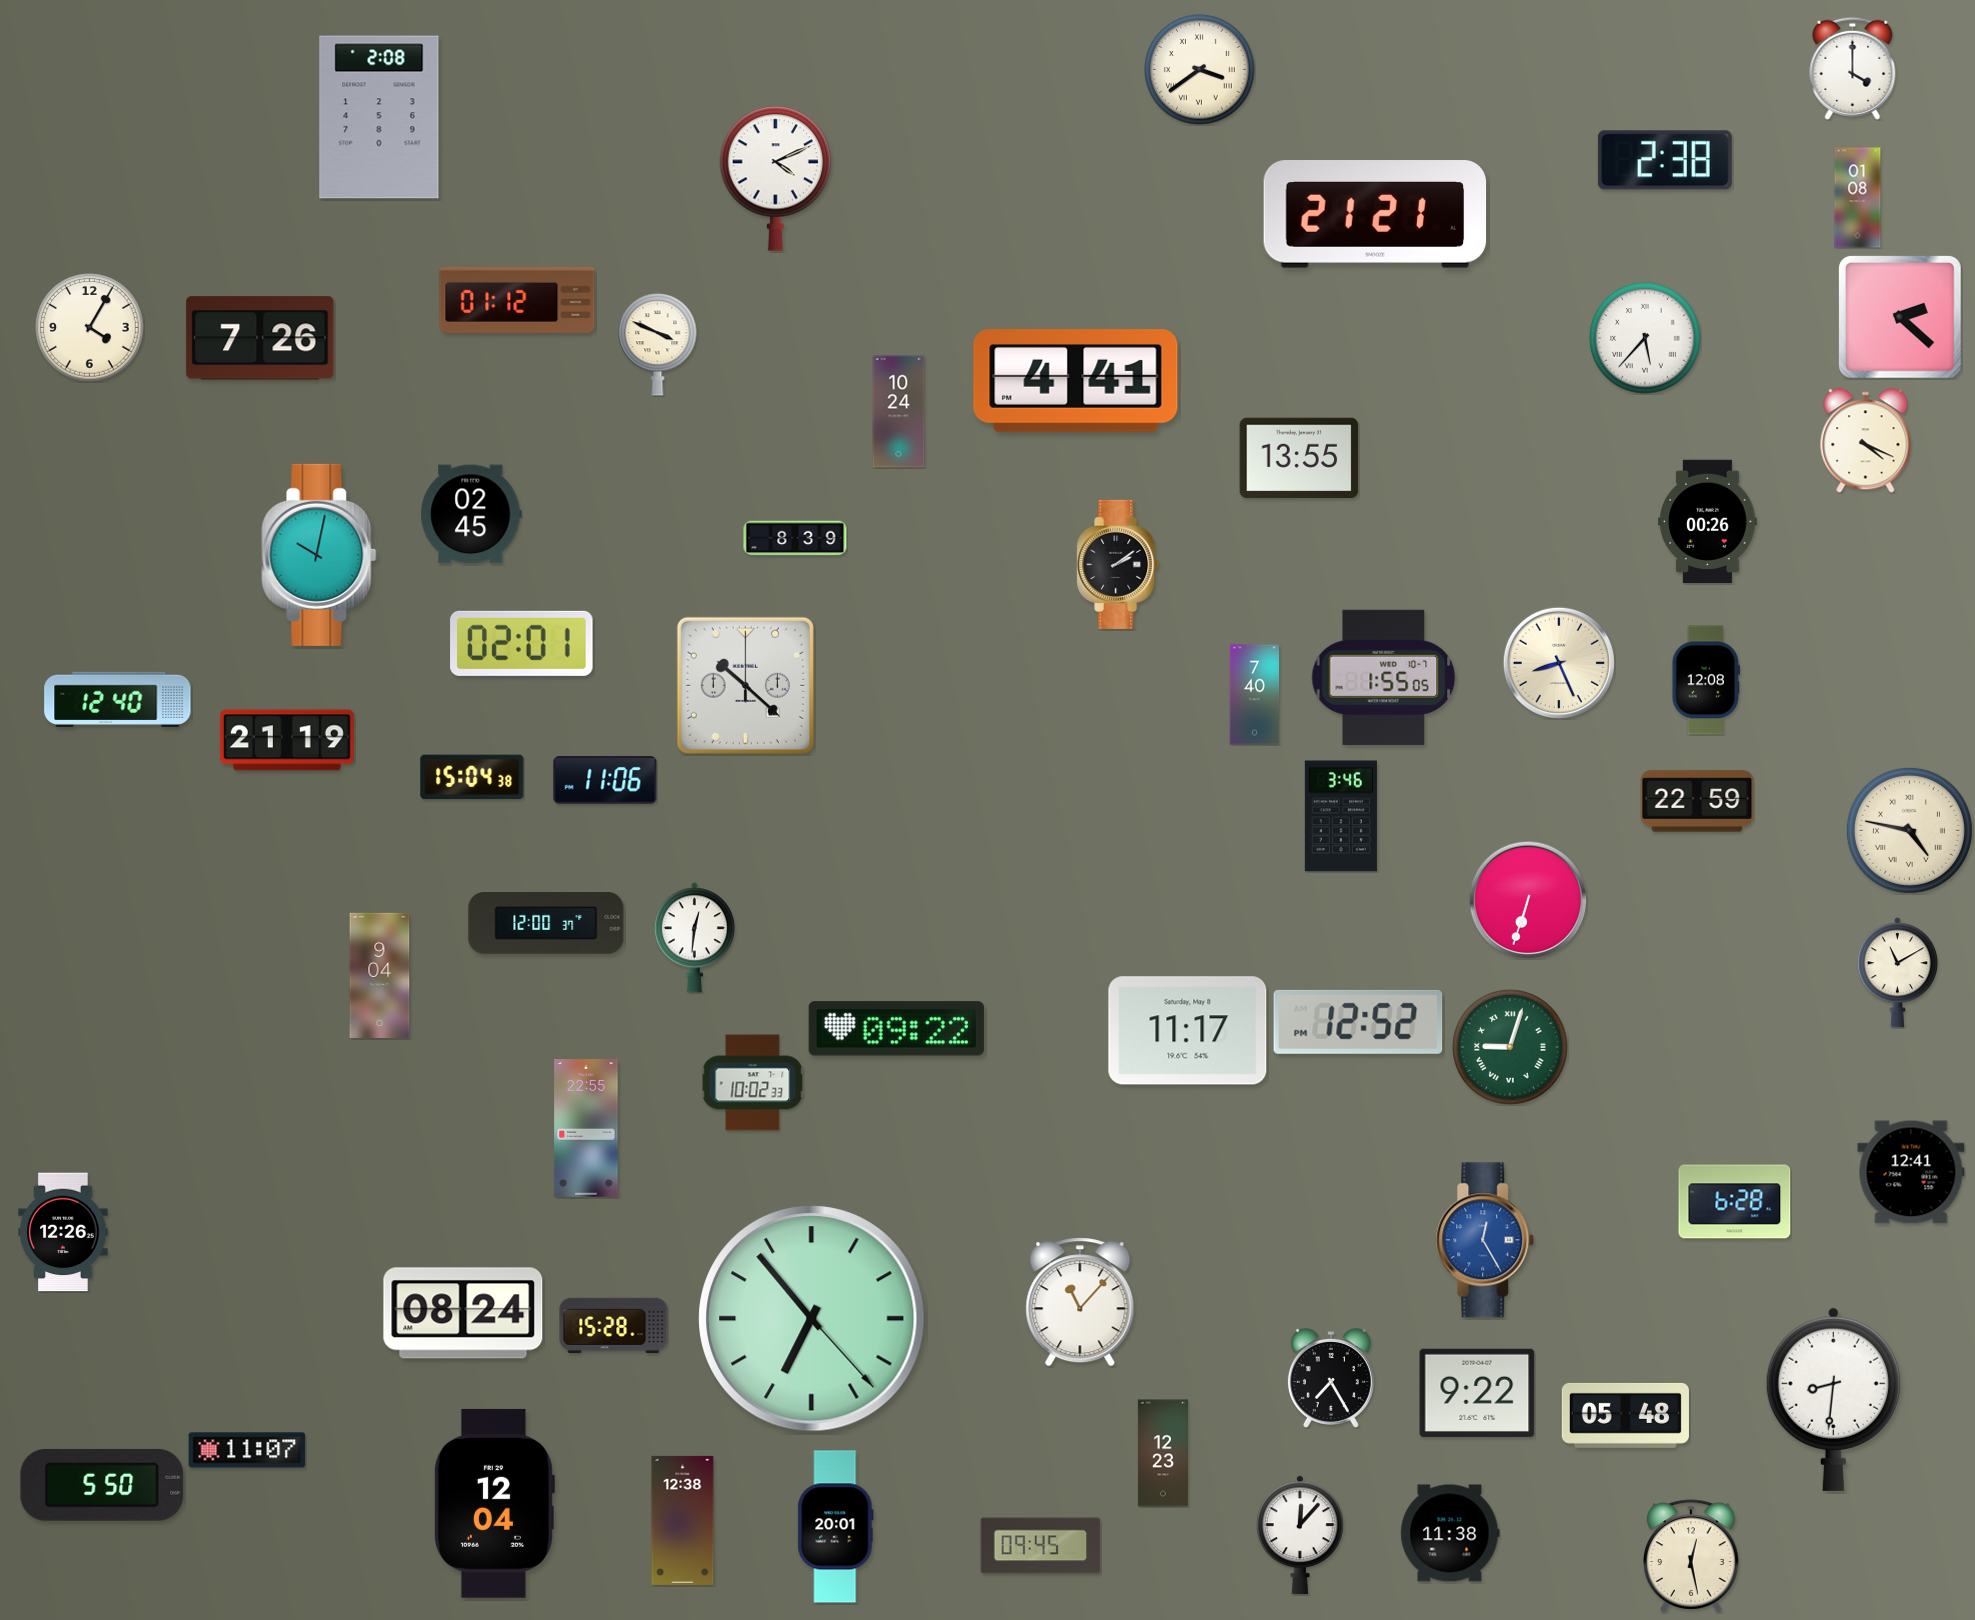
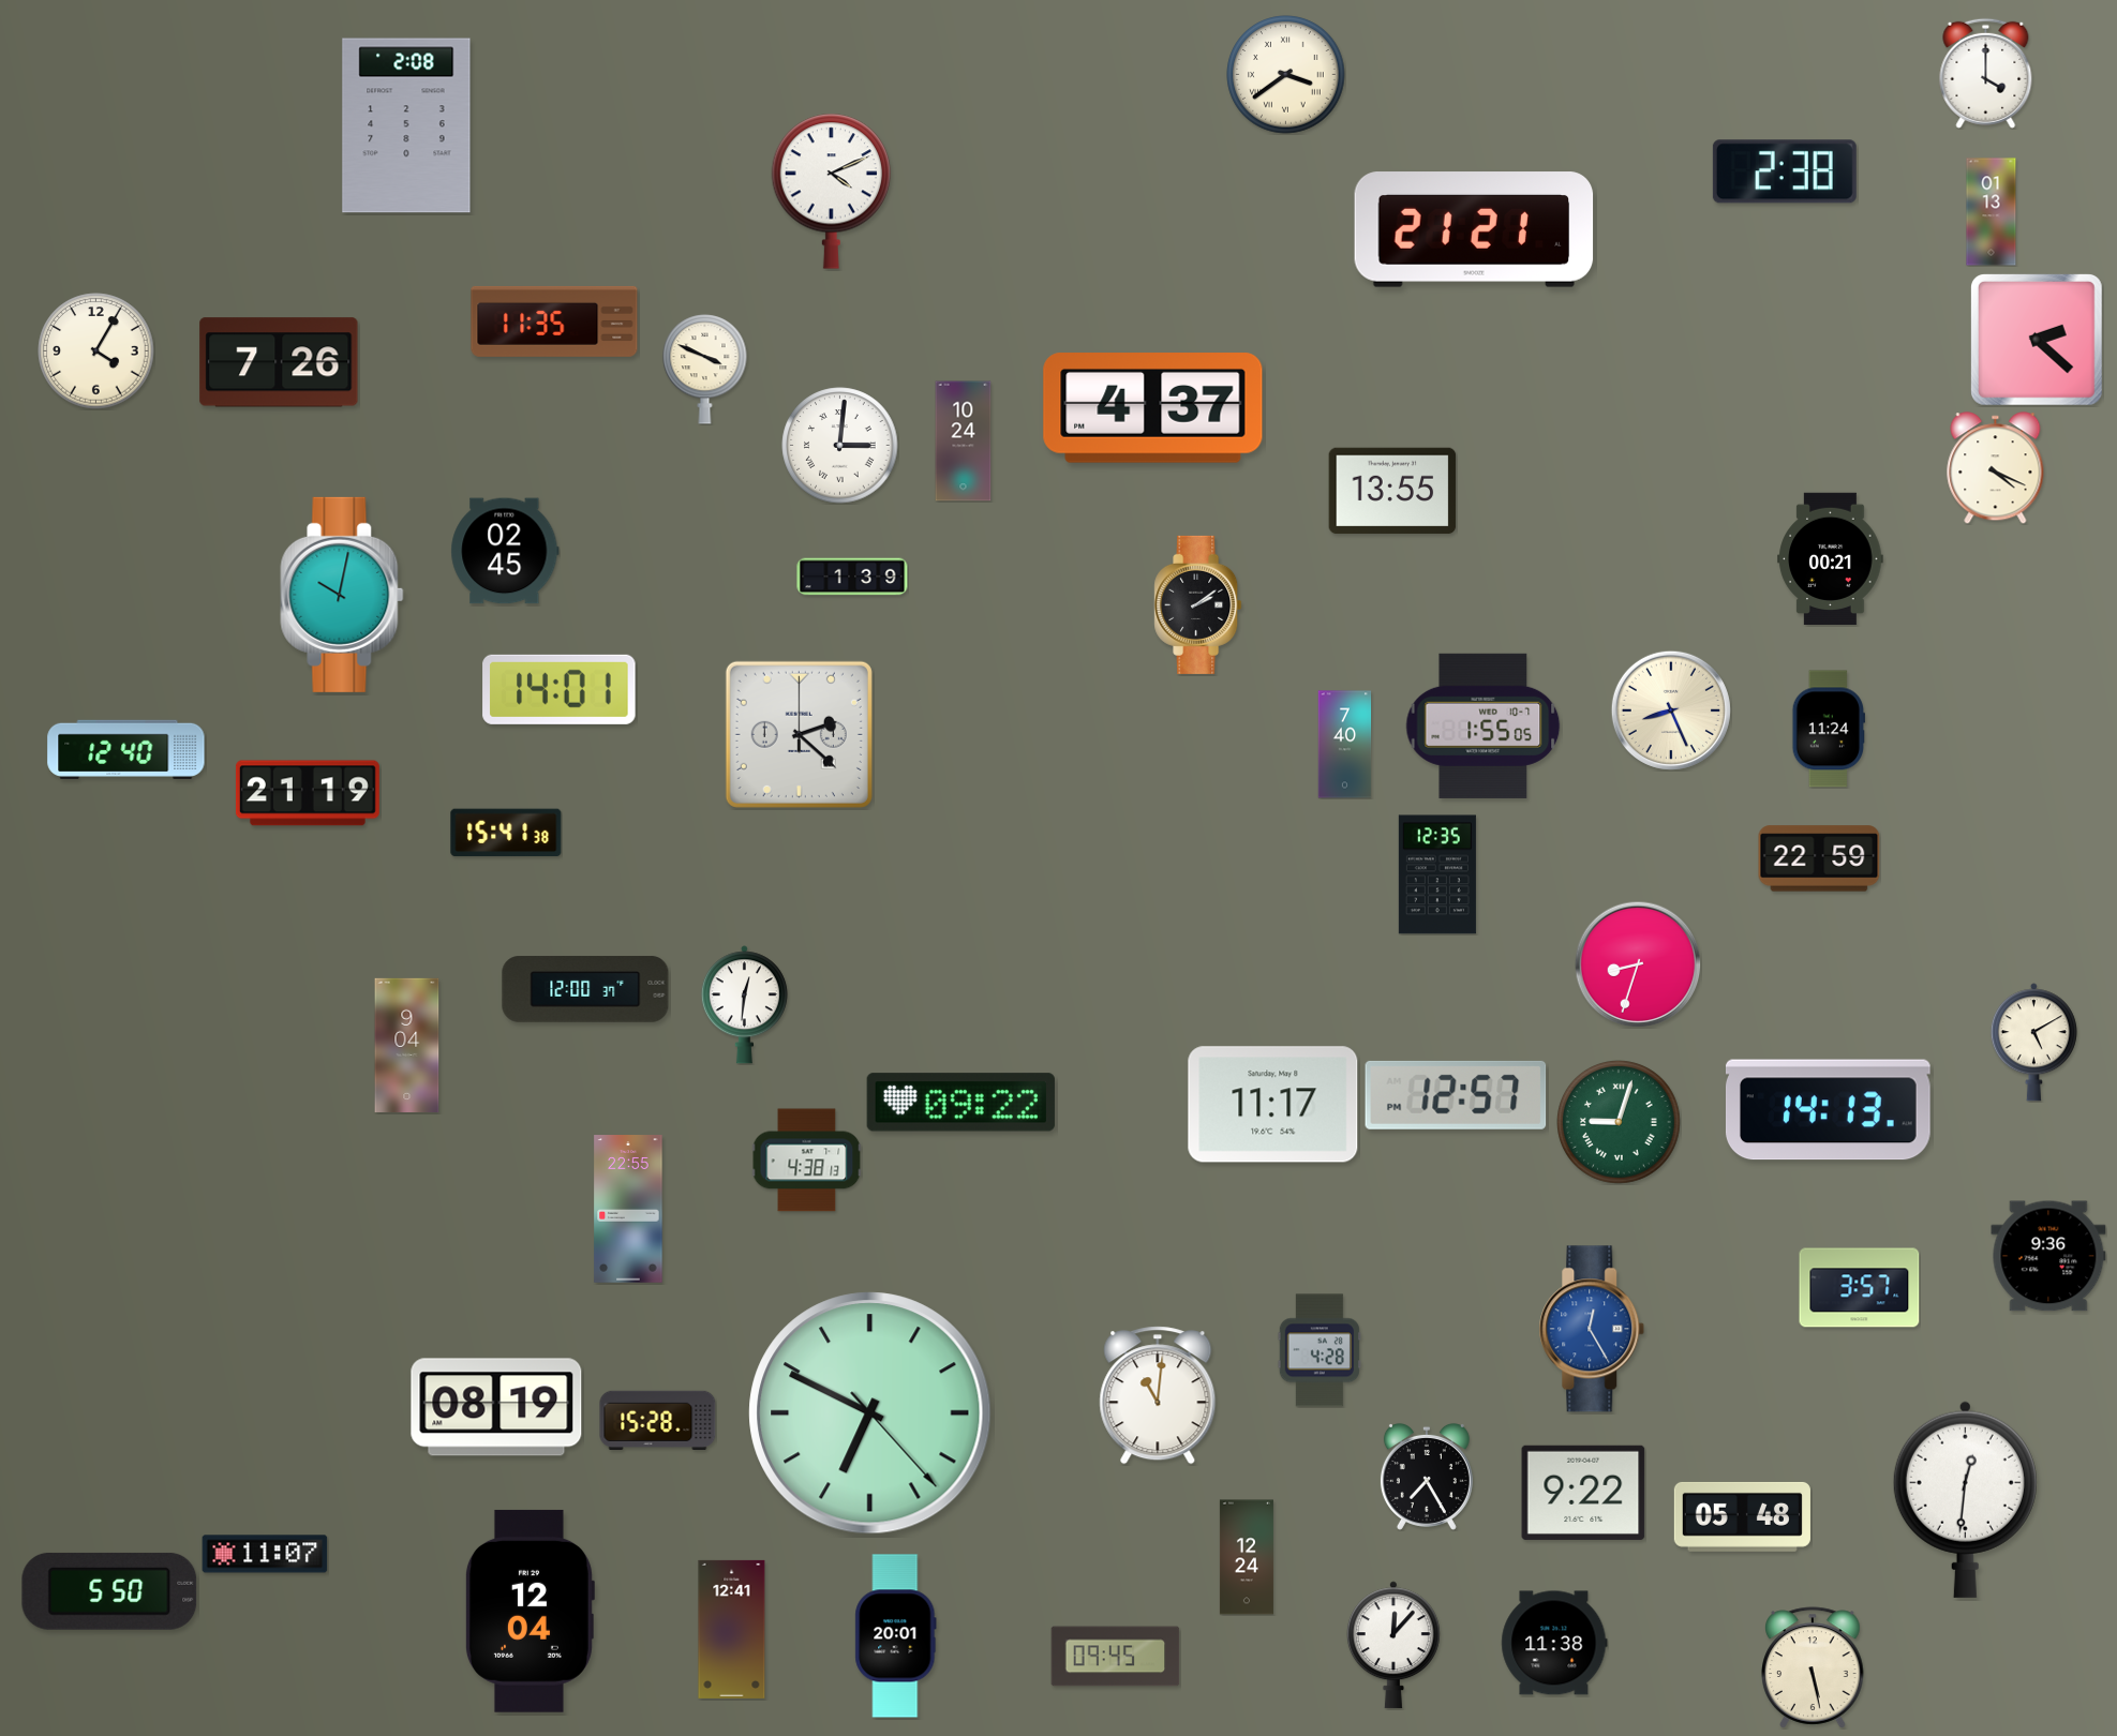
clock at (1858, 198): 01:08 -> 01:13
clock at (517, 300): 01:12 -> 11:35
clock at (1645, 338): 5:37 -> none
clock at (1076, 381): 4:41 -> 4:37
clock at (840, 446): none -> 3:01
clock at (1866, 441) position: (1866, 441) -> (1996, 468)
clock at (1708, 522): 00:26 -> 00:21
clock at (795, 538): 8:39 -> 1:39
clock at (522, 643): 02:01 -> 14:01
clock at (1705, 680): 12:08 -> 11:24
clock at (745, 685): 10:22 -> 2:22
clock at (472, 777): 15:04 -> 15:41
clock at (605, 780): 11:06 -> none
clock at (1341, 816): 3:46 -> 12:35
clock at (1909, 830): 4:47 -> none
clock at (1528, 900): 6:33 -> 8:33
clock at (1897, 973): 11:10 -> 5:10
clock at (1358, 1022): 12:52 -> 12:57
clock at (1828, 1110): none -> 14:13
clock at (752, 1083): 10:02 -> 4:38
clock at (1911, 1172): 12:41 -> 9:36
clock at (1735, 1202): 6:28 -> 3:57
clock at (63, 1232): 12:26 -> none
clock at (1318, 1350): none -> 4:28
clock at (1080, 1302): 11:07 -> 11:01
clock at (463, 1313): 08:24 -> 08:19
clock at (812, 1319): 6:53 -> 6:49
clock at (1833, 1399): 8:31 -> 12:31
clock at (1163, 1453): 12:23 -> 12:24
clock at (683, 1520): 12:38 -> 12:41
clock at (1691, 1556): 12:28 -> 5:28
